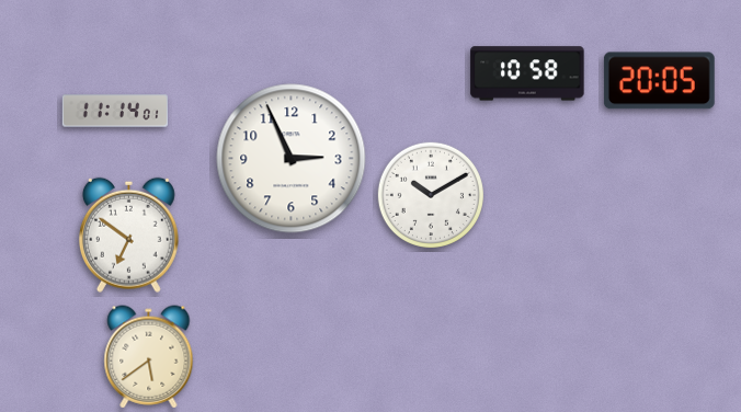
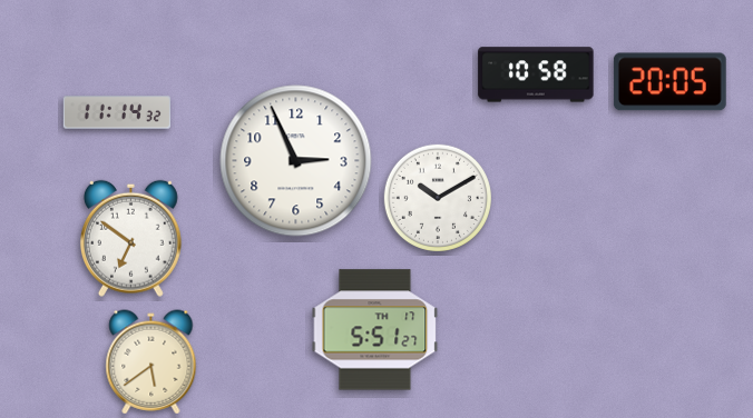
clock at (114, 111): 11:14:01 -> 11:14:32
clock at (375, 330): none -> 5:51
